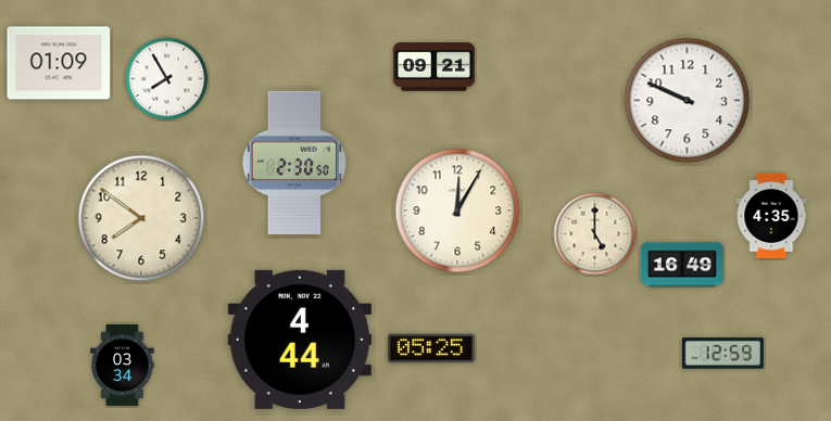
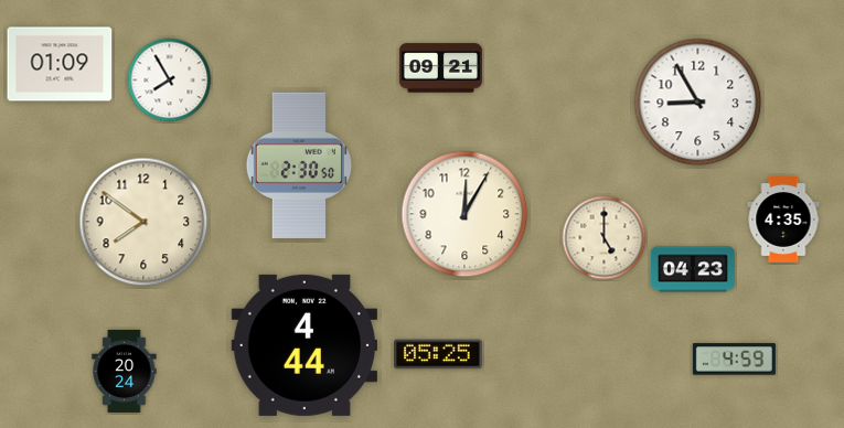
clock at (688, 101): 9:49 -> 8:55
clock at (682, 265): 16:49 -> 04:23
clock at (722, 354): 12:59 -> 4:59
clock at (123, 365): 03:34 -> 20:24
